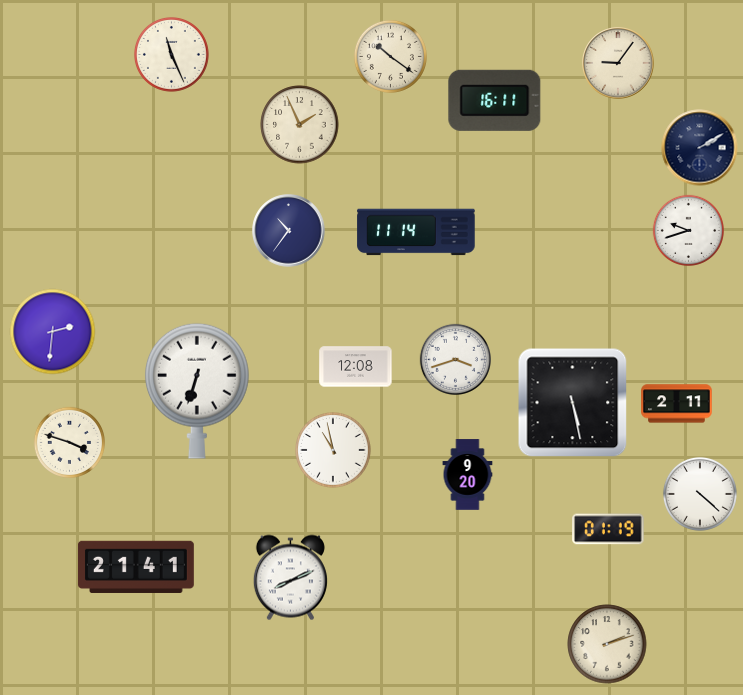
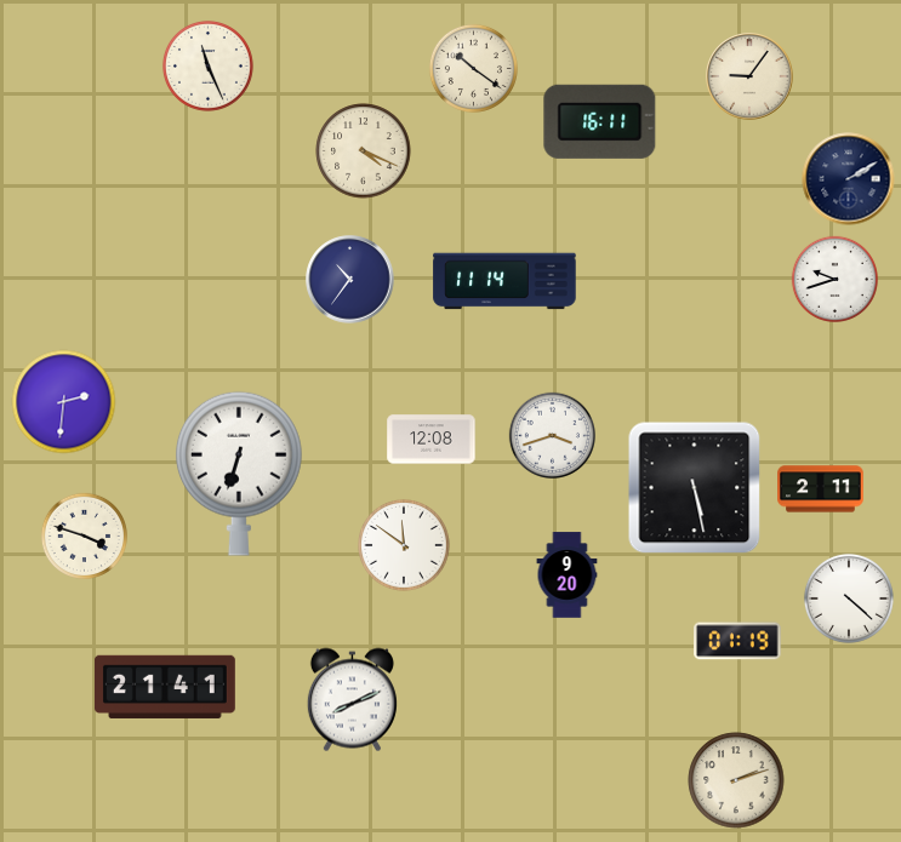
clock at (300, 125): 1:56 -> 4:19
clock at (356, 367) position: (356, 367) -> (432, 440)
clock at (334, 451): 10:58 -> 11:51
